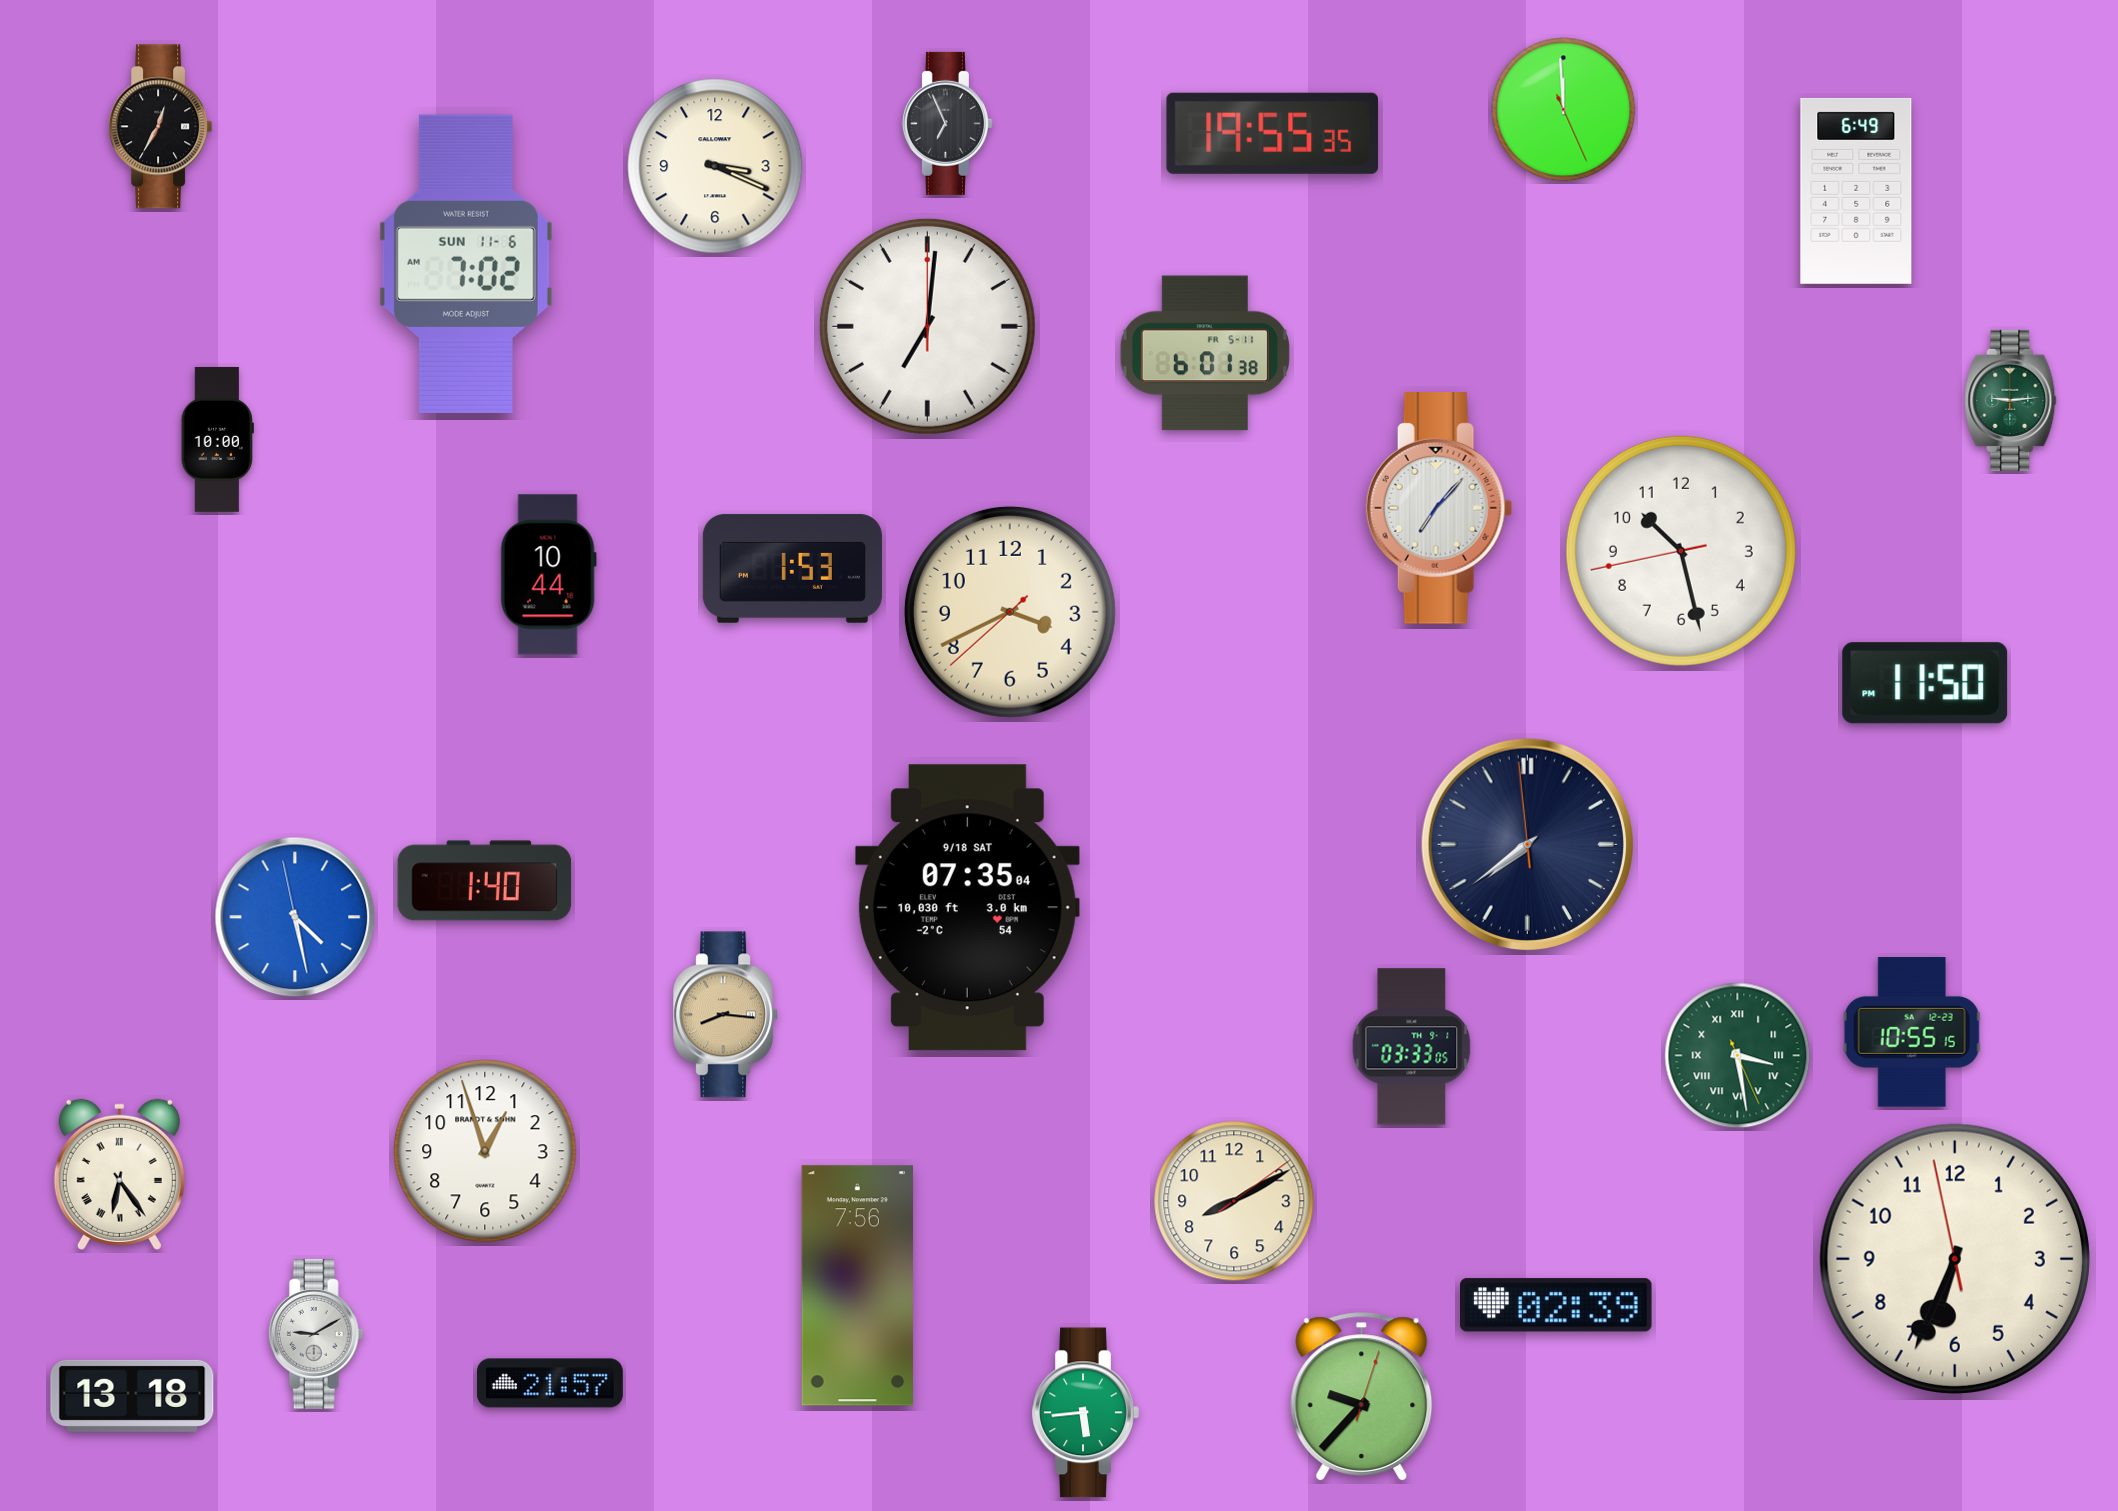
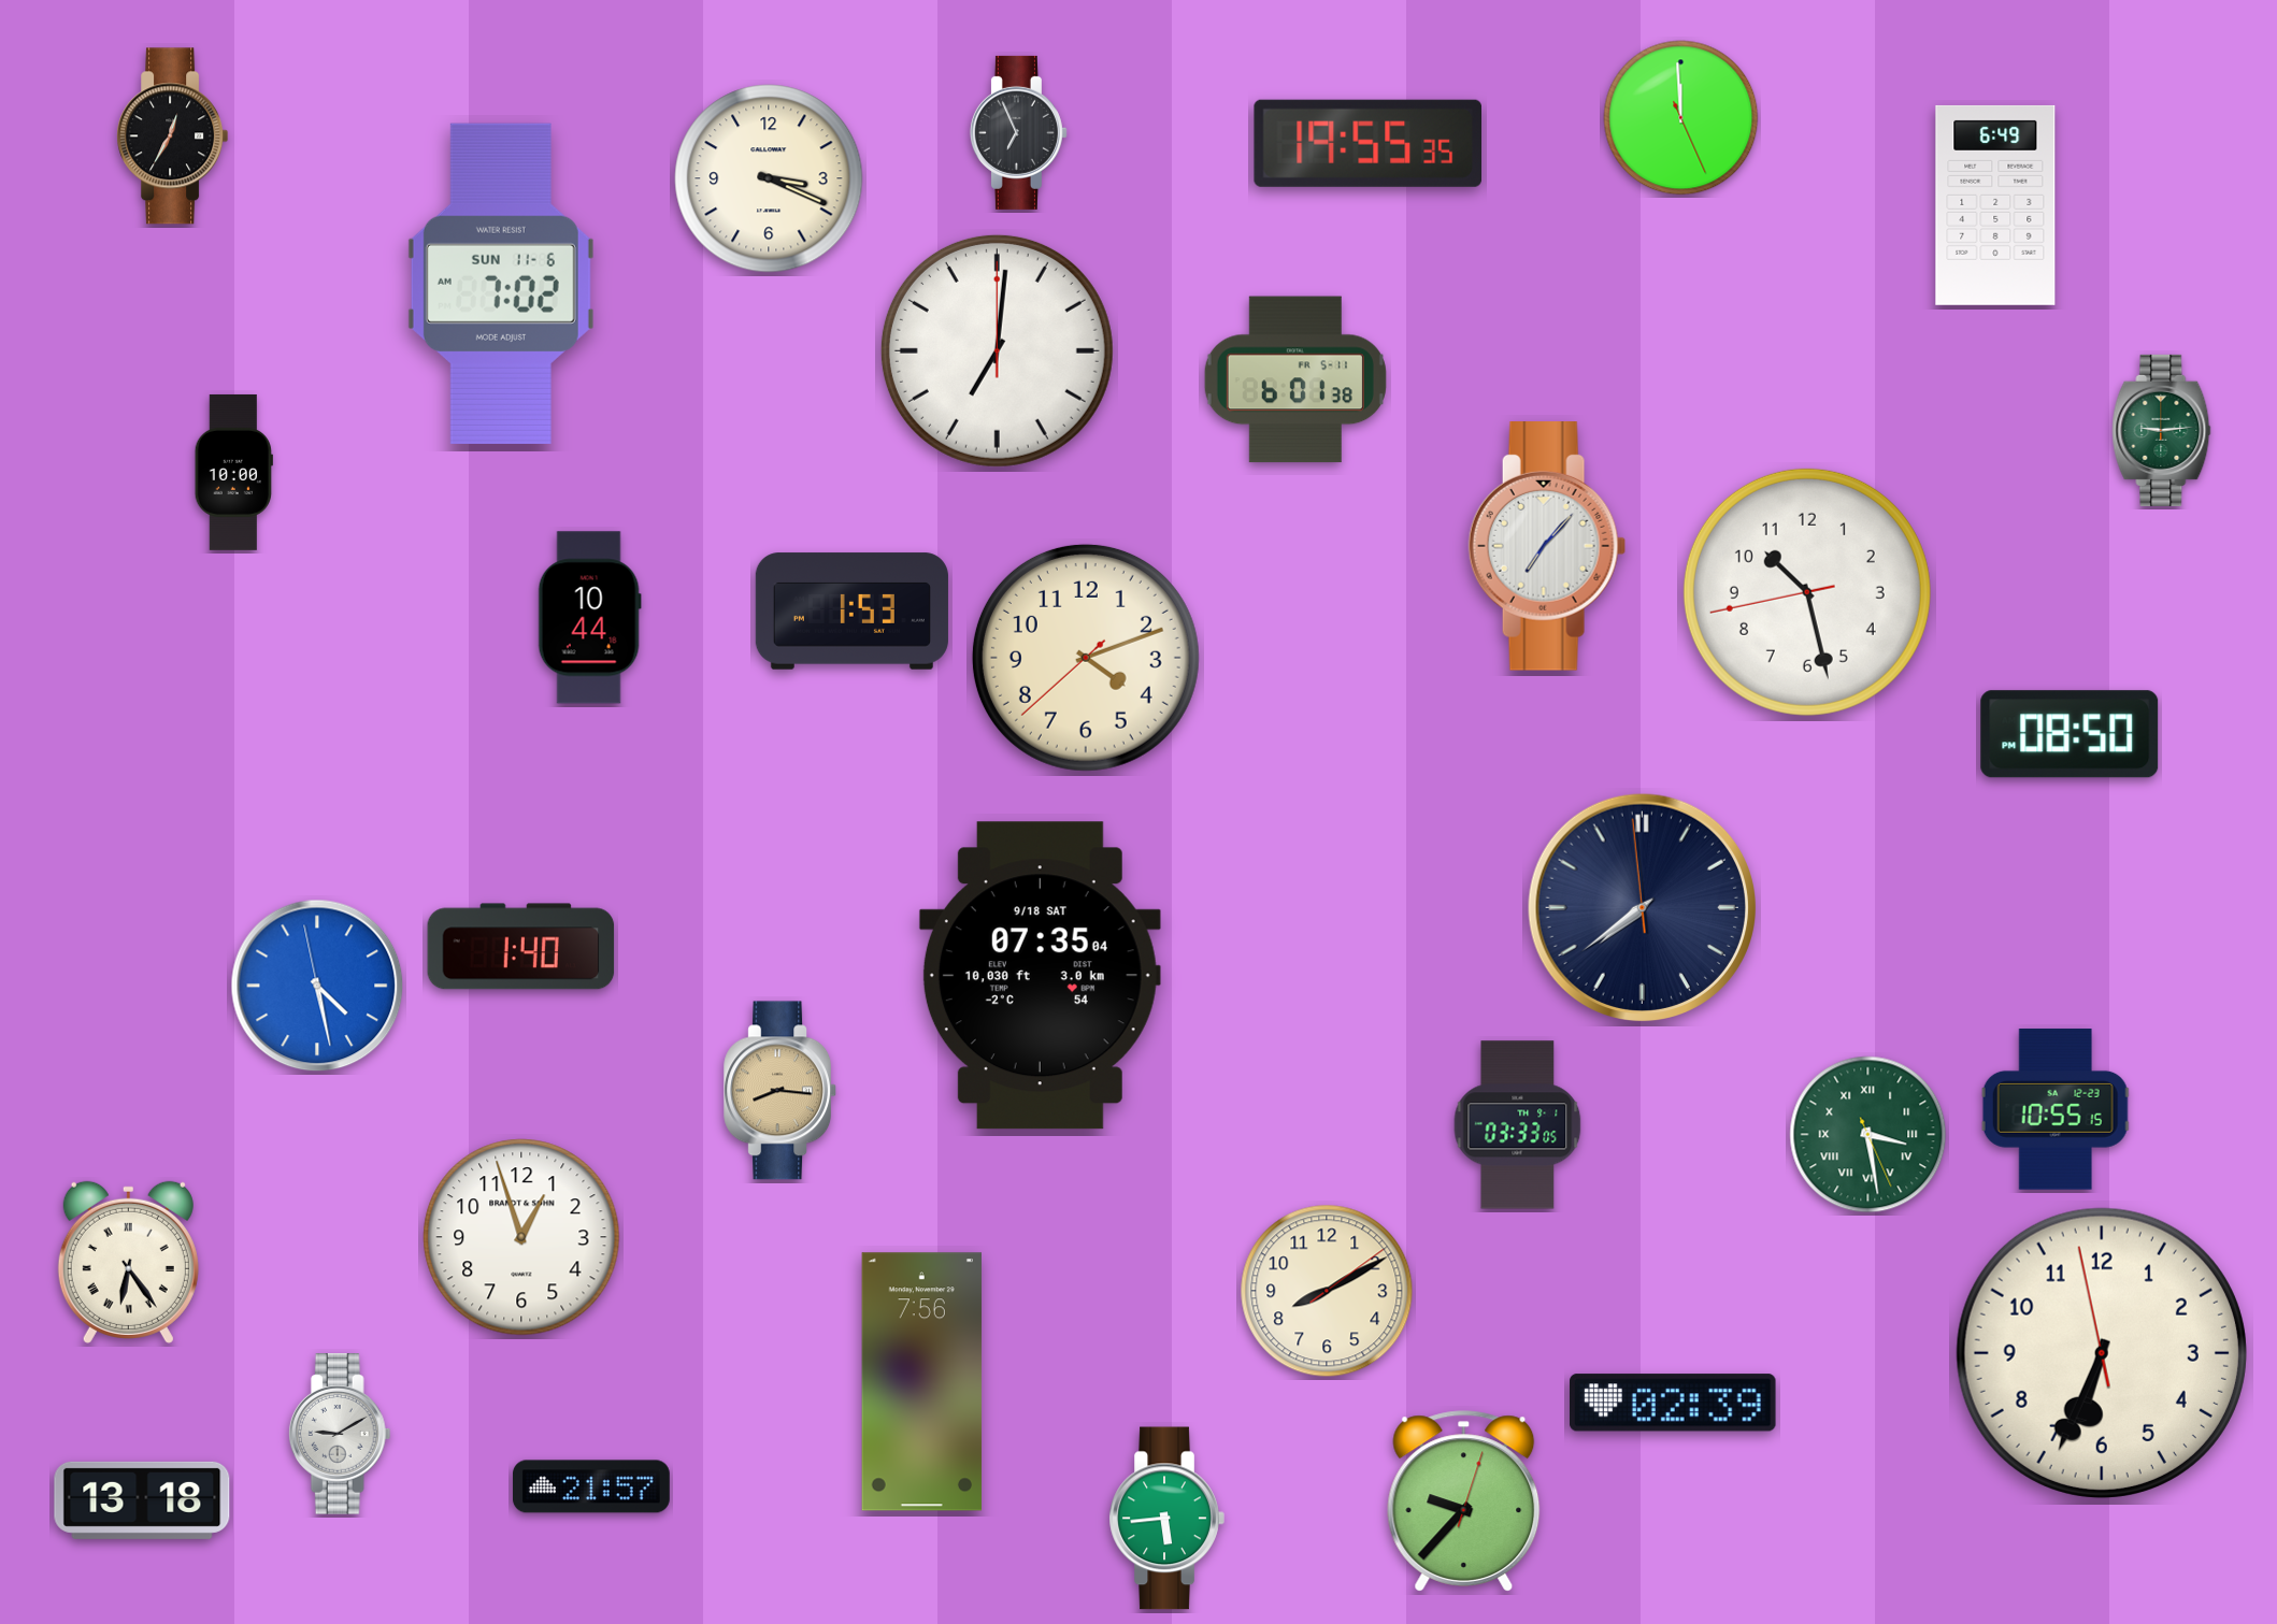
clock at (1010, 612): 3:40 -> 4:11
clock at (1925, 683): 11:50 -> 08:50
